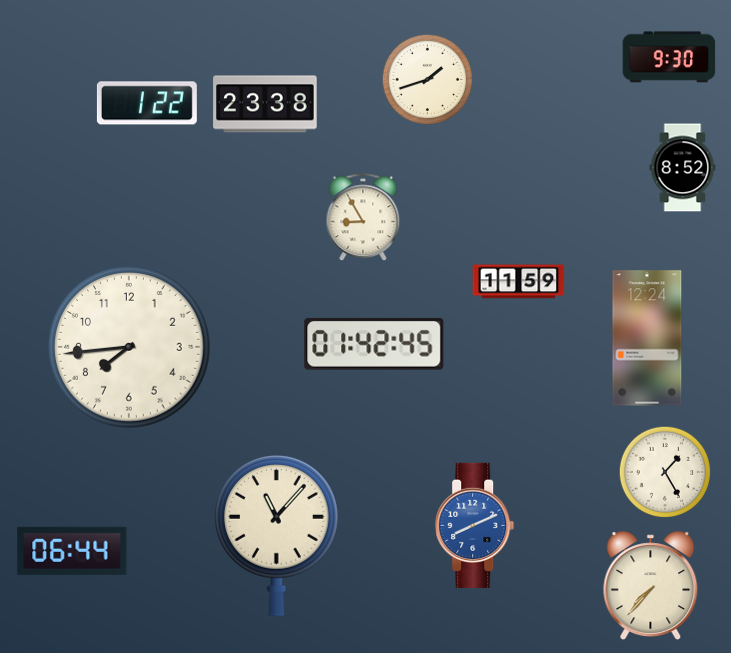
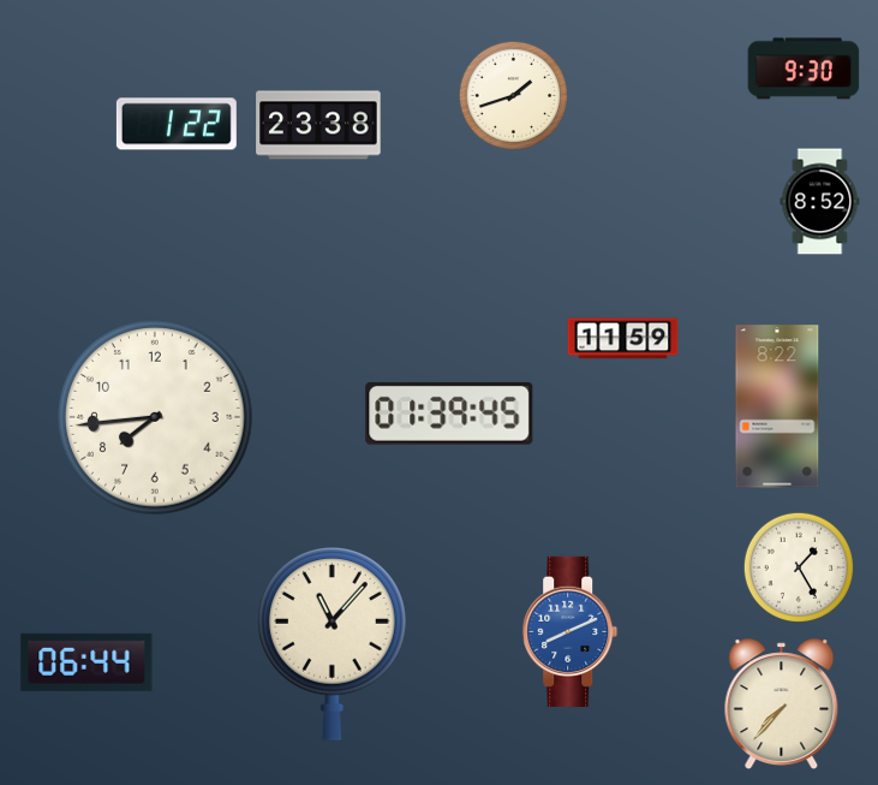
clock at (363, 218): 8:55 -> none
clock at (647, 338): 12:24 -> 8:22
clock at (374, 344): 01:42 -> 01:39
